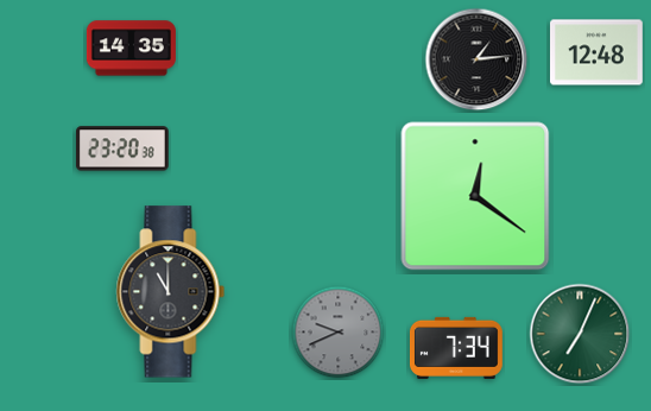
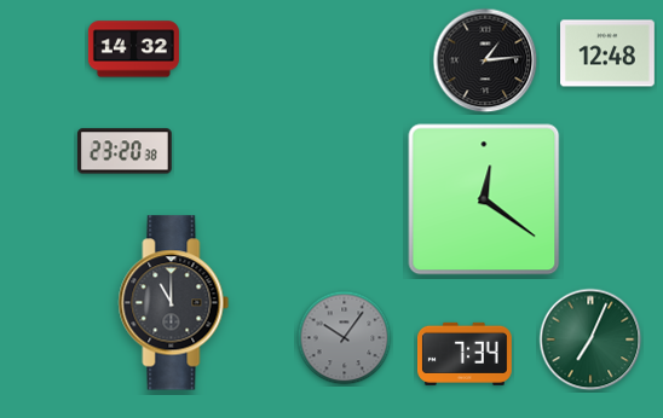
clock at (131, 49): 14:35 -> 14:32
clock at (171, 292) position: (171, 292) -> (174, 303)
clock at (339, 333): 9:41 -> 10:06
